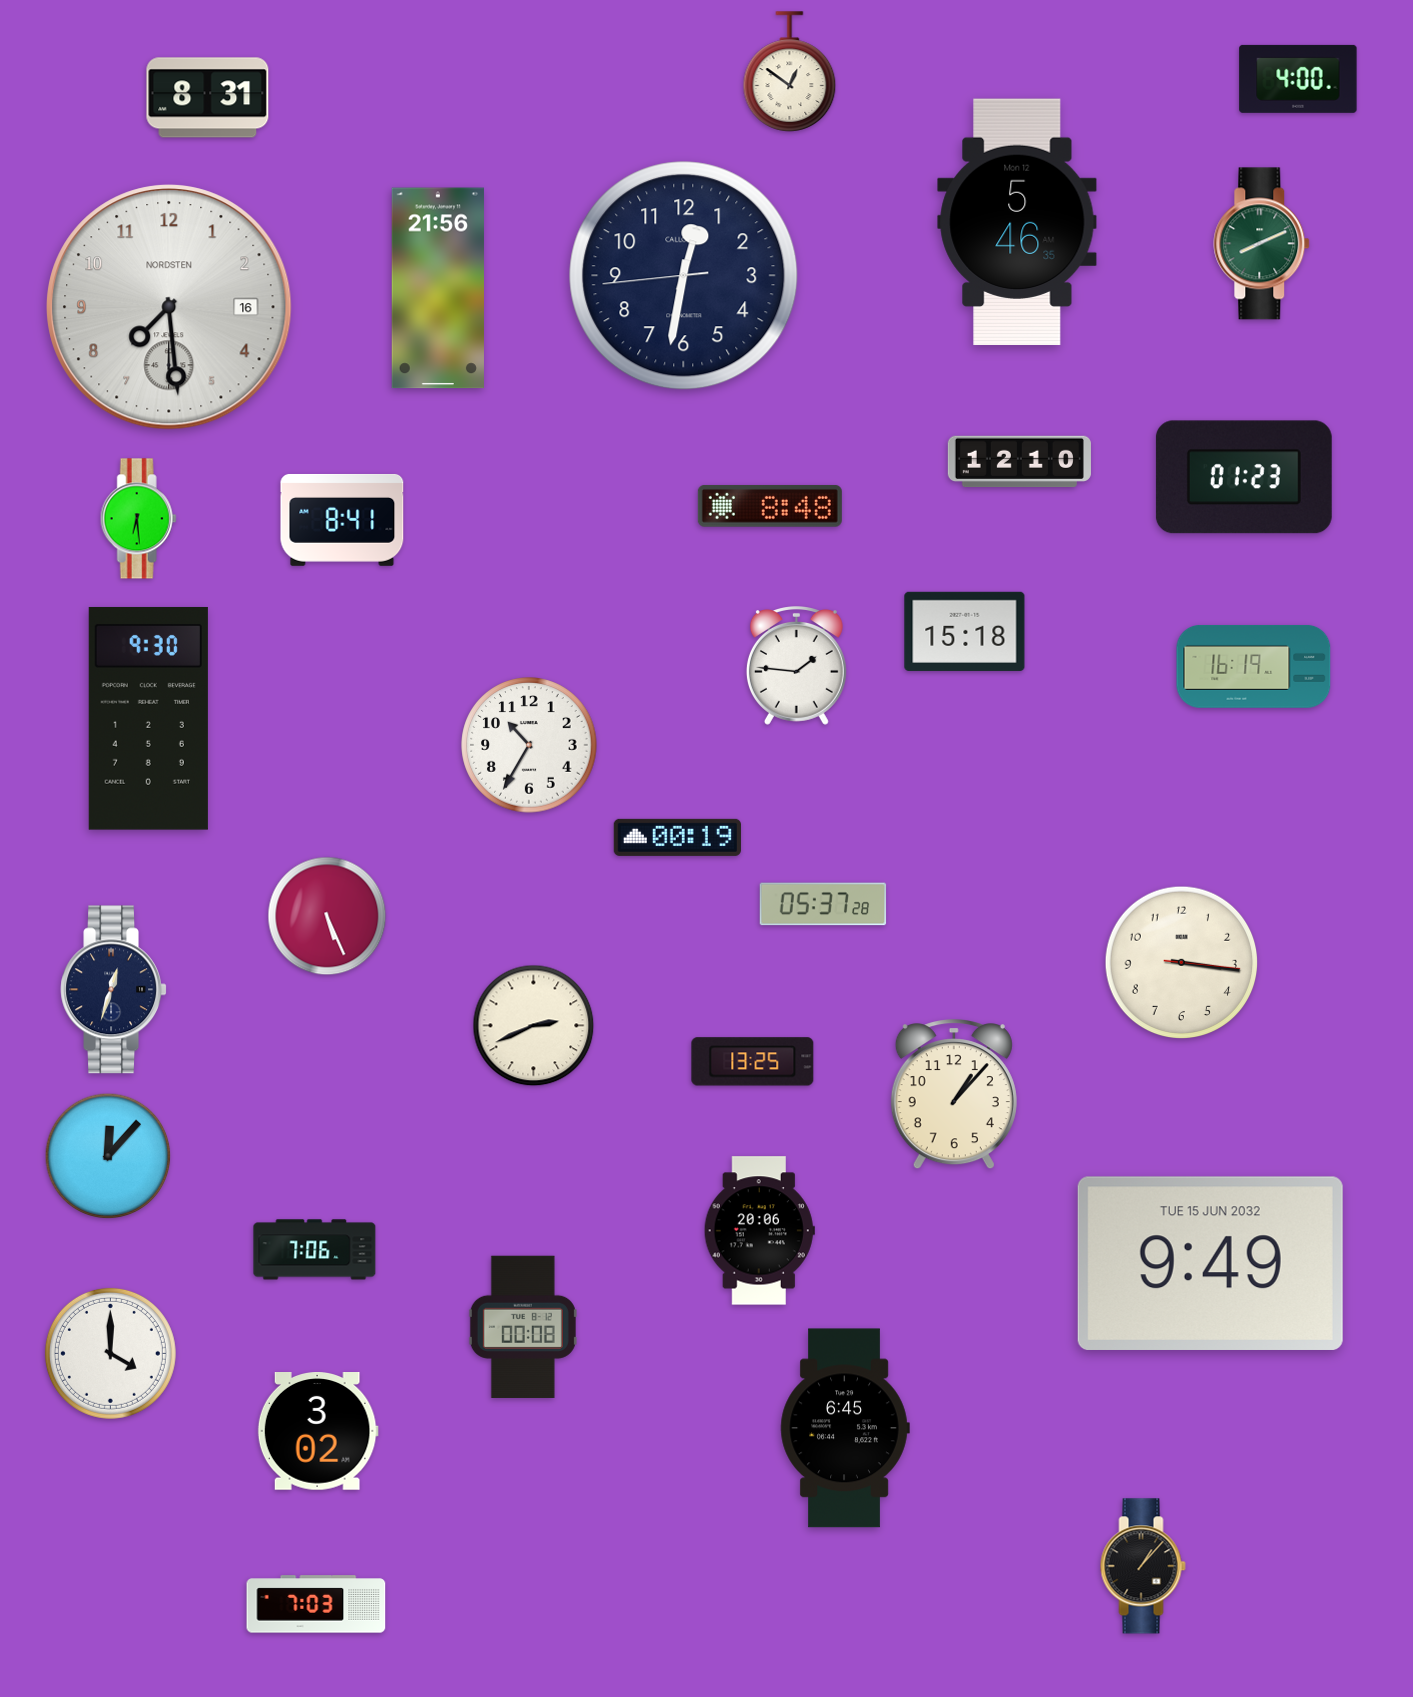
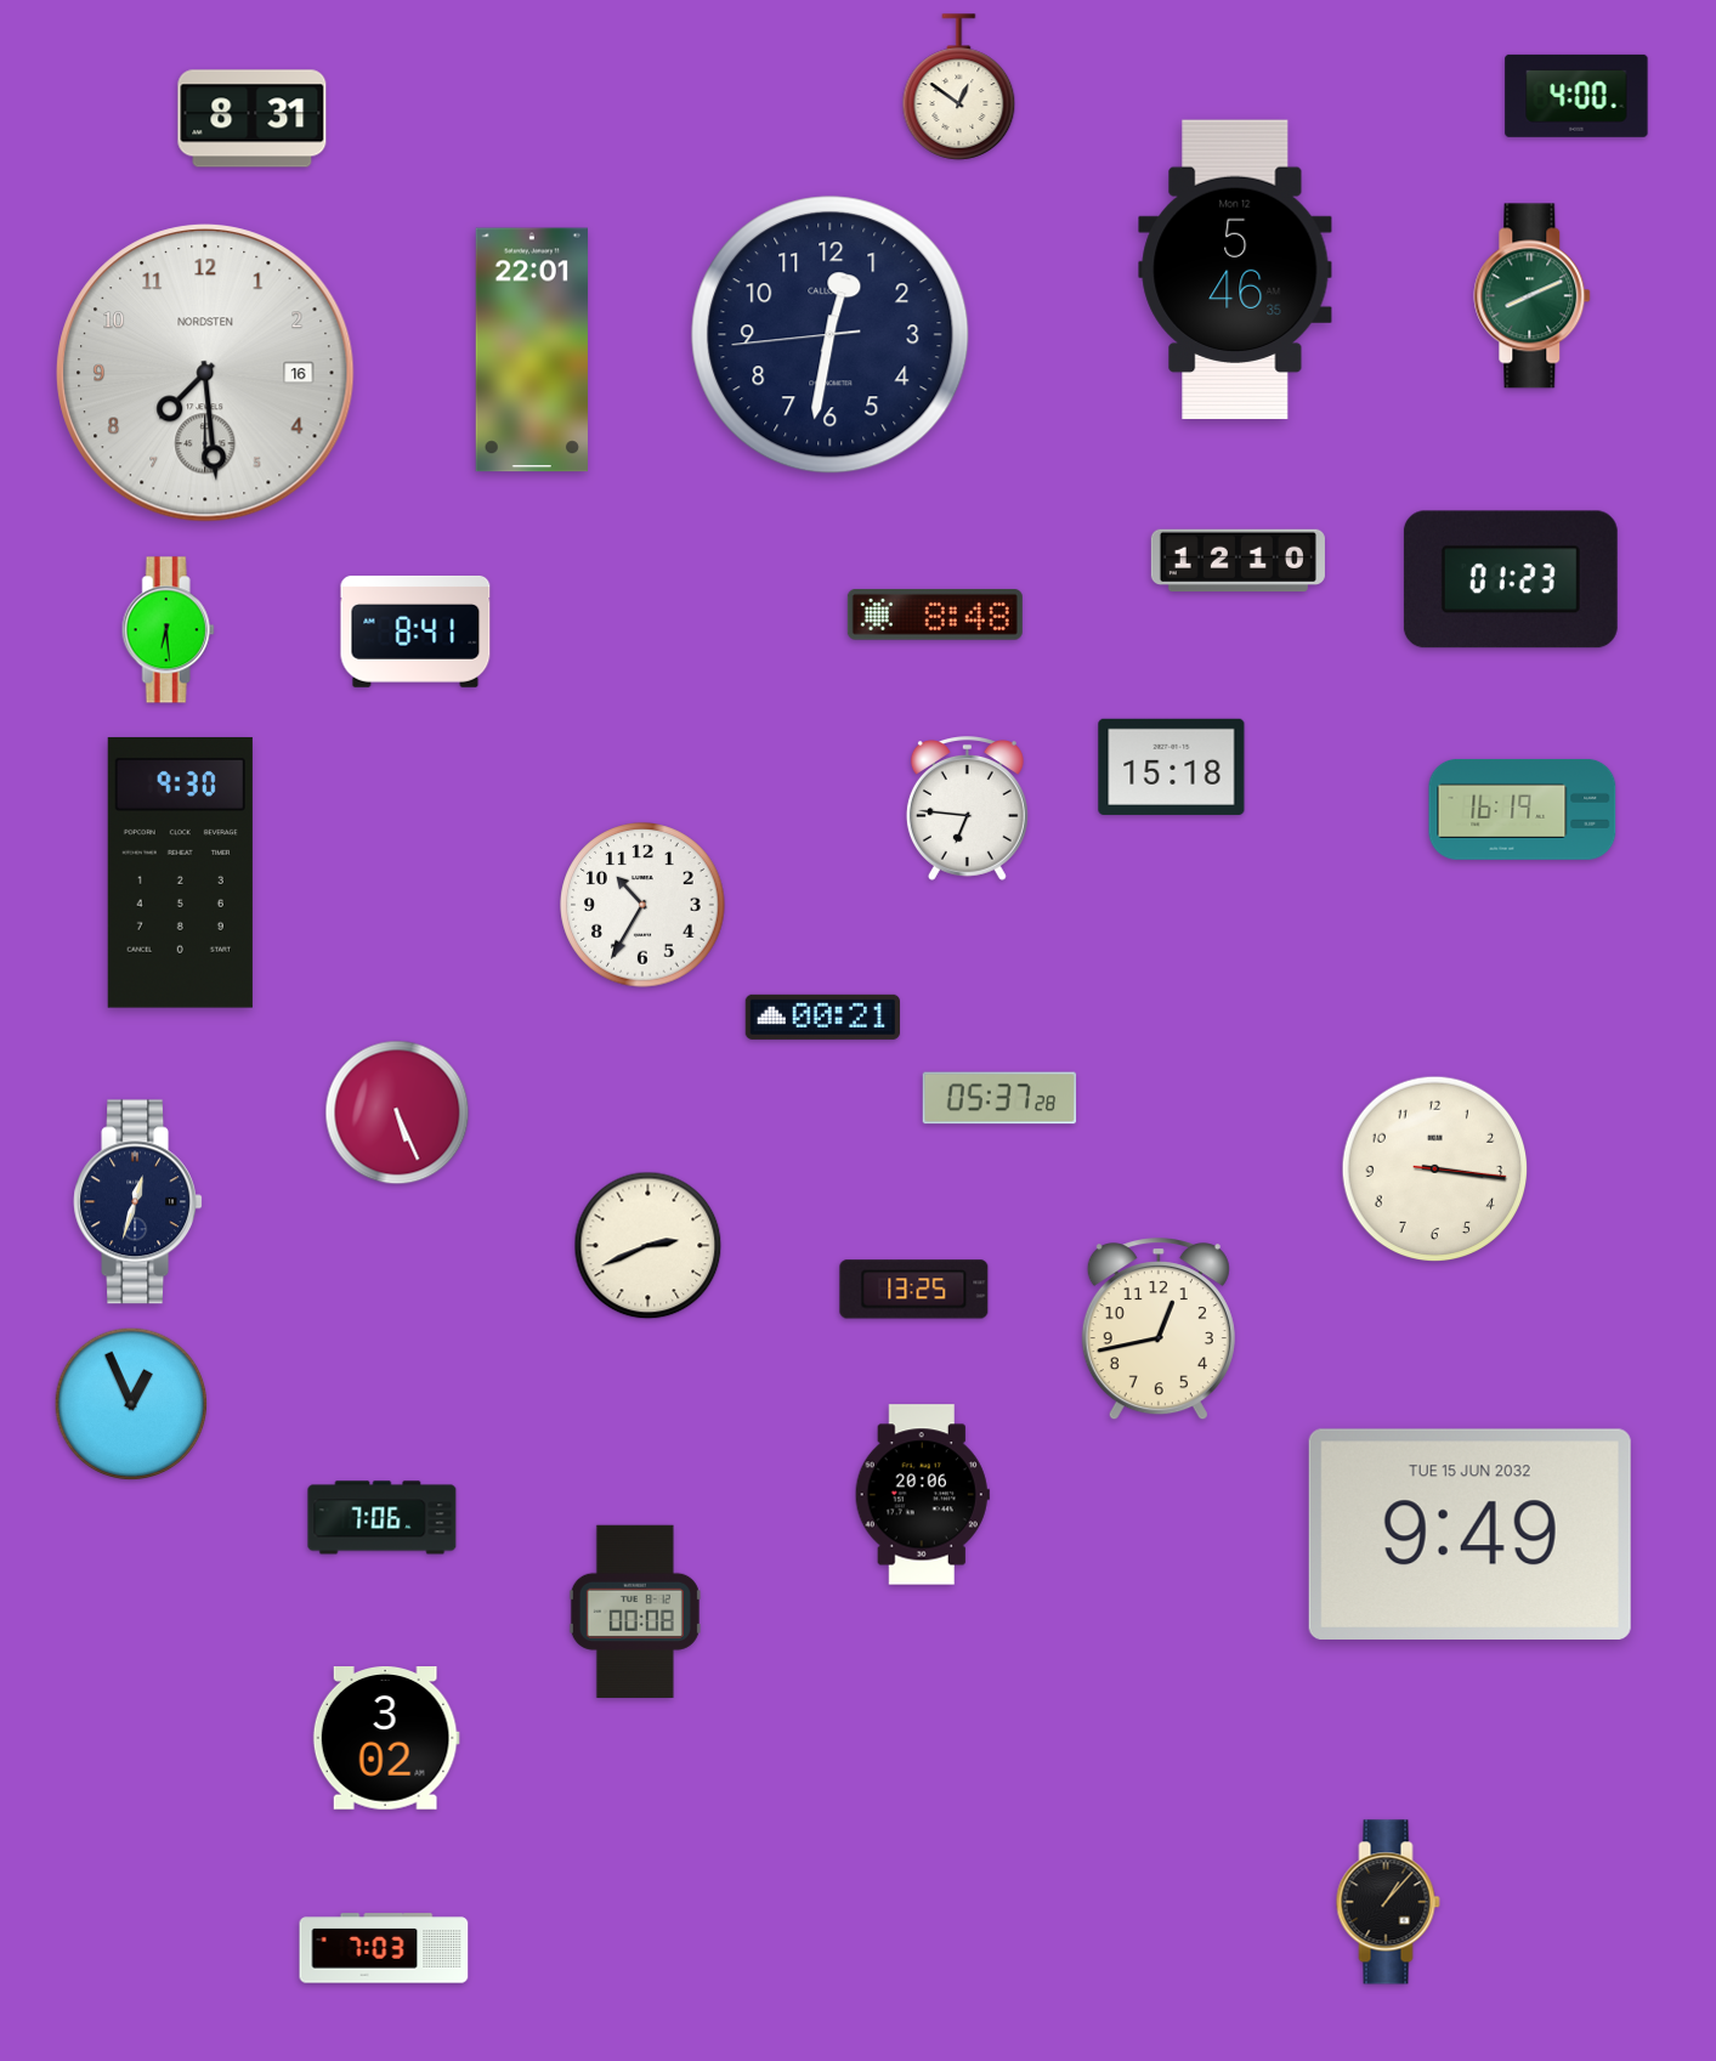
clock at (438, 288): 21:56 -> 22:01
clock at (796, 666): 1:46 -> 6:46
clock at (677, 837): 00:19 -> 00:21
clock at (954, 1095): 1:07 -> 12:43
clock at (108, 1156): 12:07 -> 12:56
clock at (110, 1353): 4:00 -> none
clock at (845, 1428): 6:45 -> none
